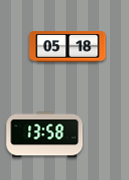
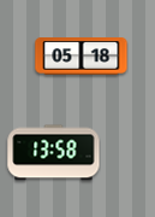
clock at (45, 135) position: (45, 135) -> (54, 153)
